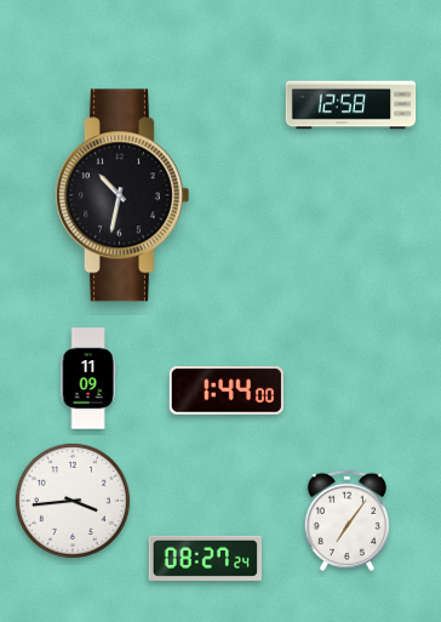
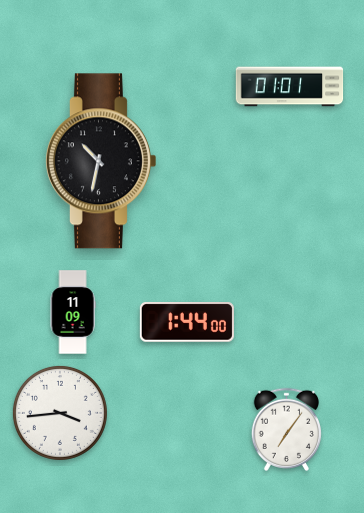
clock at (351, 105): 12:58 -> 01:01
clock at (205, 558): 08:27 -> none
